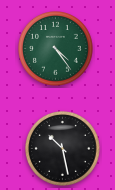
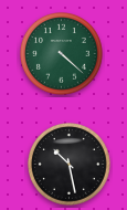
clock at (56, 49): 4:24 -> 4:22
